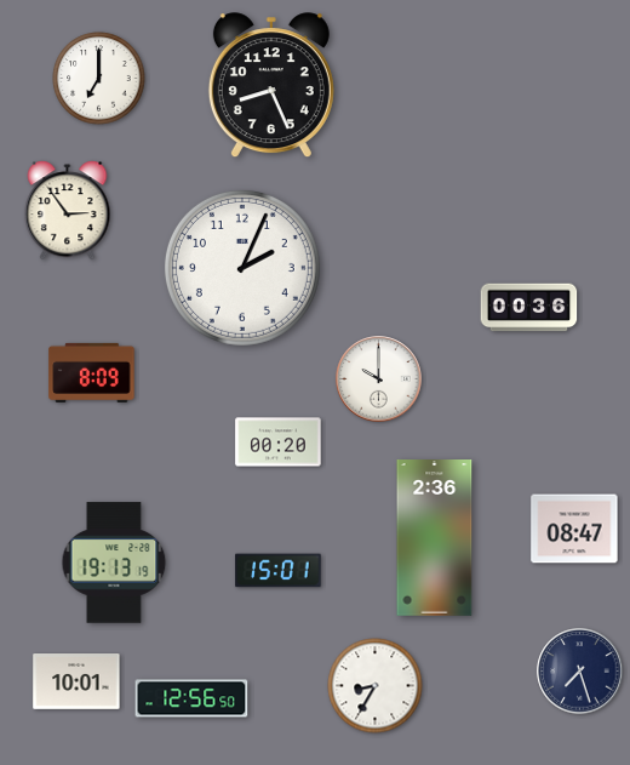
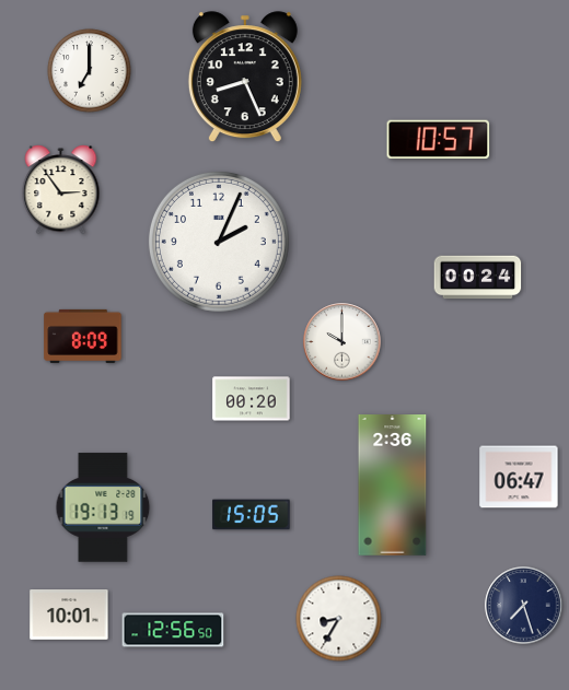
clock at (439, 140): none -> 10:57
clock at (529, 308): 00:36 -> 00:24
clock at (574, 529): 08:47 -> 06:47
clock at (279, 571): 15:01 -> 15:05
